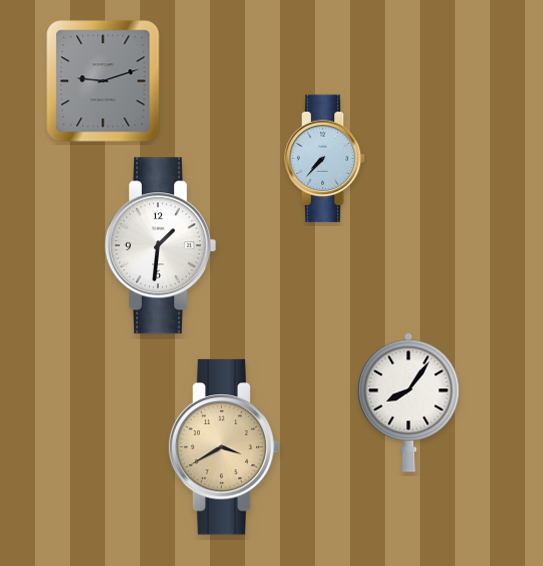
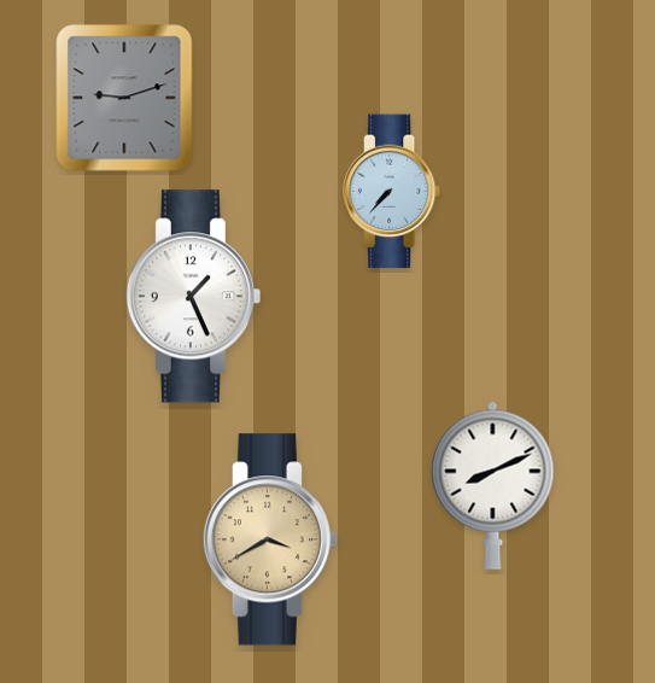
clock at (160, 246): 1:31 -> 1:26
clock at (409, 402): 8:06 -> 8:11
